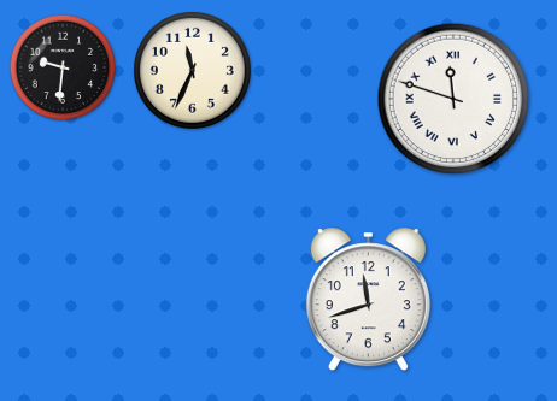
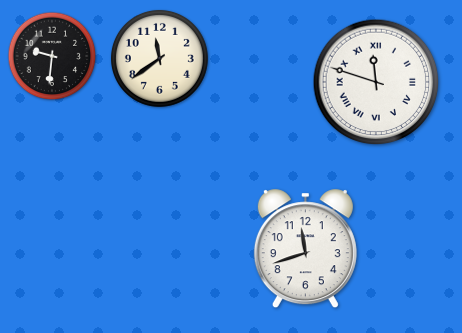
clock at (192, 70): 11:34 -> 11:39
